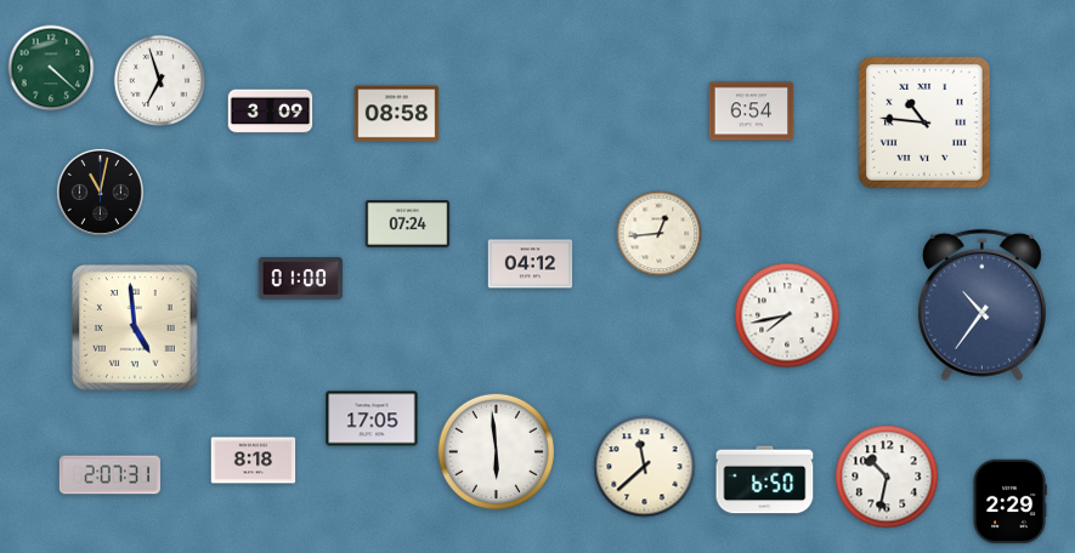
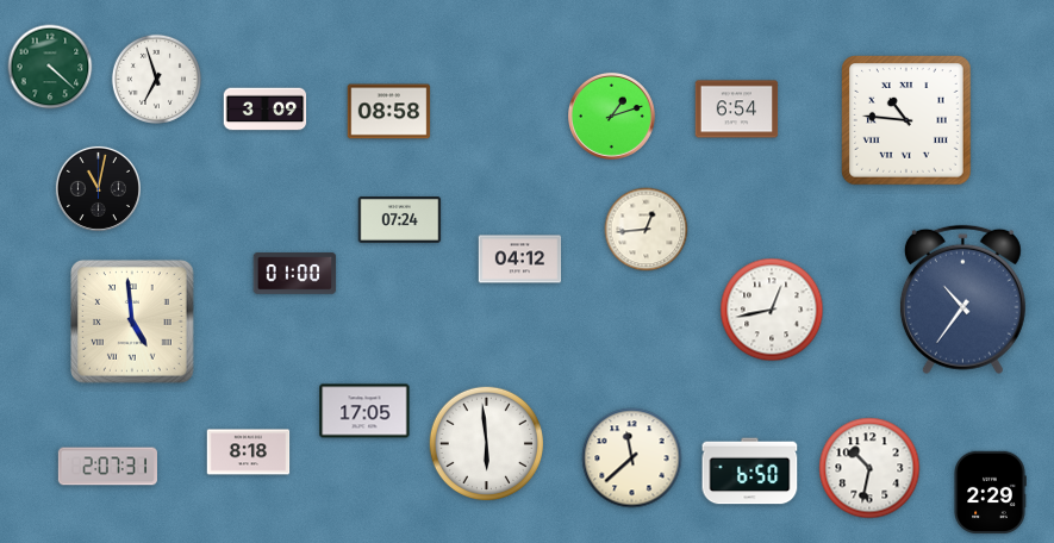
clock at (611, 116): none -> 1:12
clock at (787, 315): 7:43 -> 12:43
